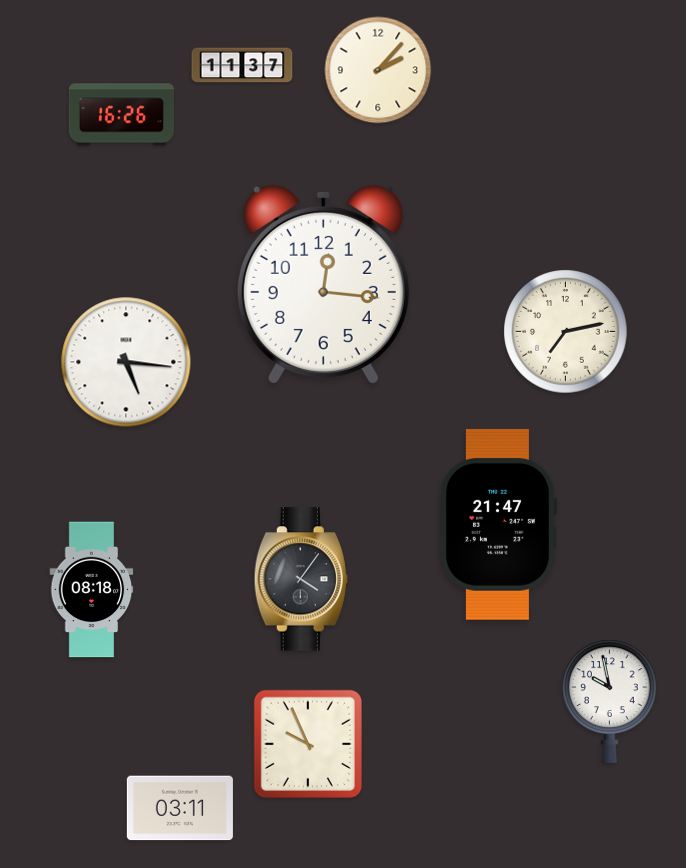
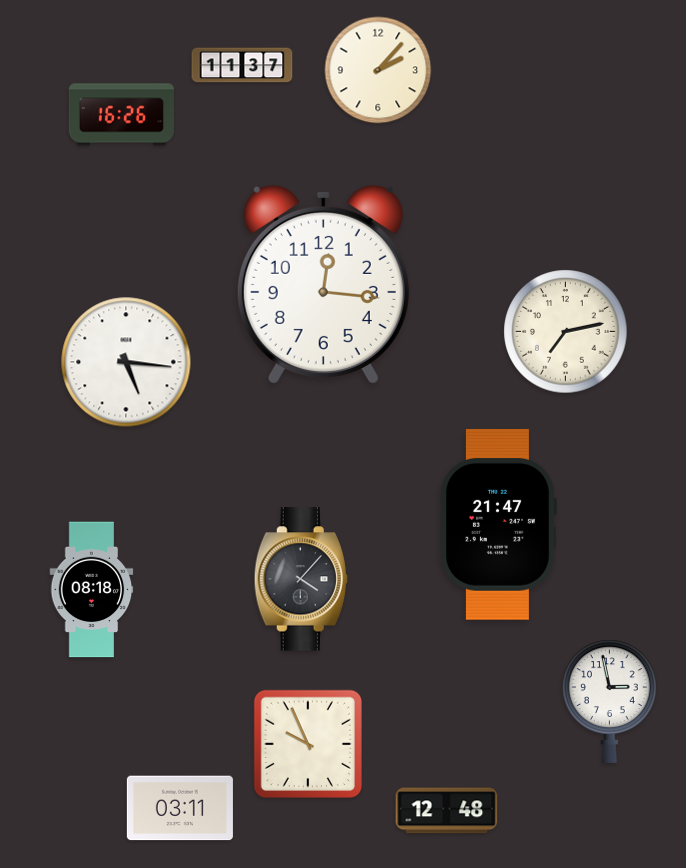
clock at (301, 579): 4:06 -> 4:07
clock at (610, 701): 9:58 -> 2:58
clock at (447, 811): none -> 12:48
